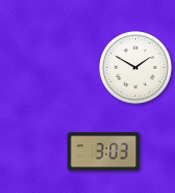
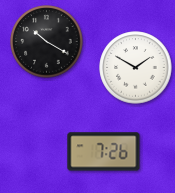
clock at (47, 42): none -> 10:20
clock at (104, 152): 3:03 -> 7:26
